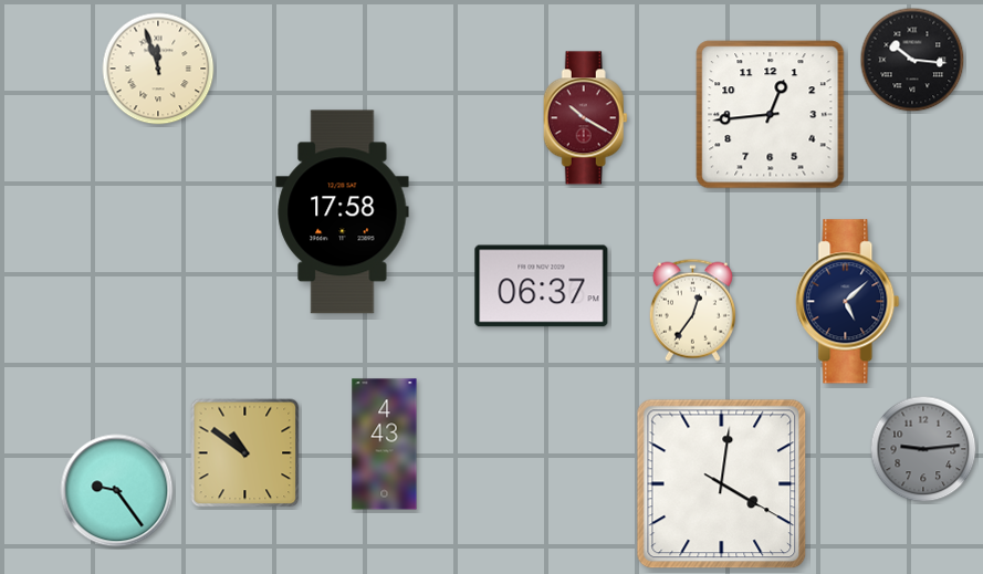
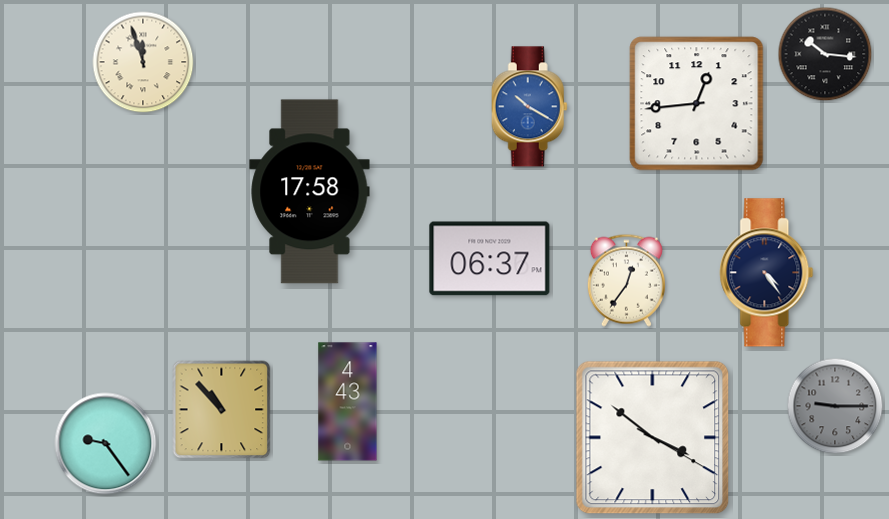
clock at (585, 118) dial: burgundy -> blue
clock at (848, 302): 5:08 -> 4:24
clock at (923, 449): 9:14 -> 9:15
clock at (245, 453): 10:51 -> 10:53
clock at (722, 484): 4:01 -> 3:51
